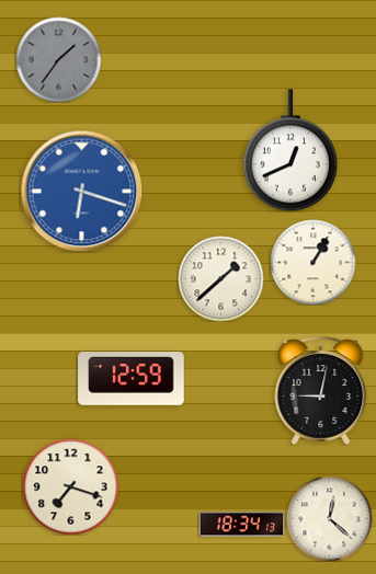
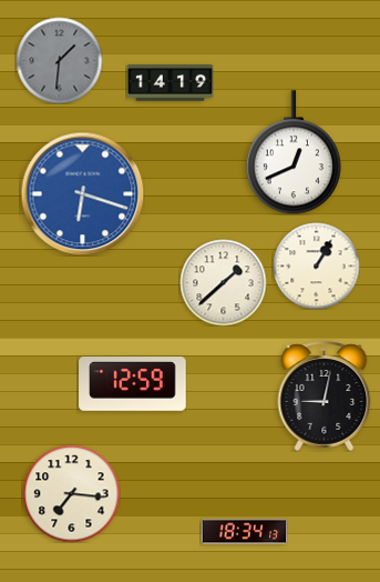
clock at (58, 59): 1:36 -> 1:31
clock at (170, 83): none -> 14:19
clock at (70, 486): 7:18 -> 7:16
clock at (329, 518): 12:22 -> none
